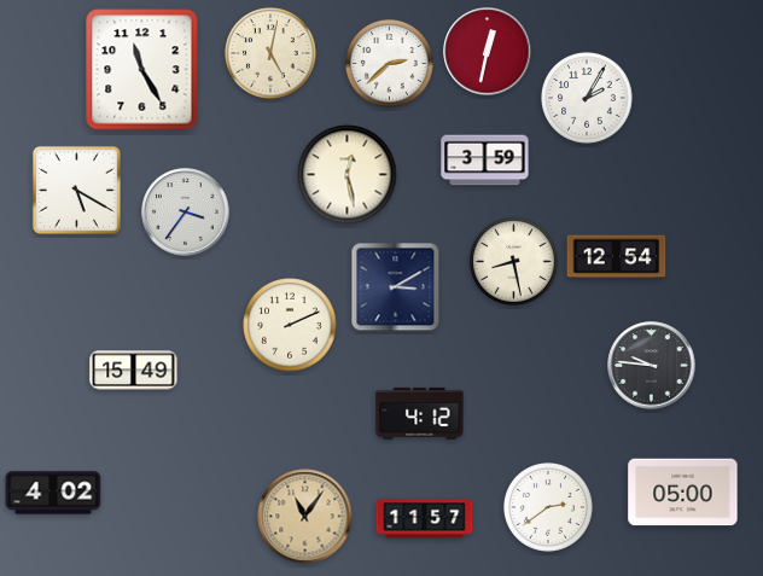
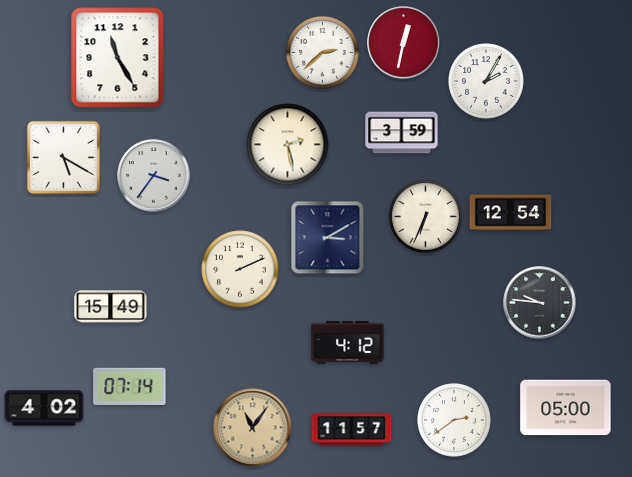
clock at (270, 53): 5:02 -> none
clock at (348, 175): 12:28 -> 2:28
clock at (513, 261): 8:28 -> 6:34
clock at (130, 386): none -> 07:14
